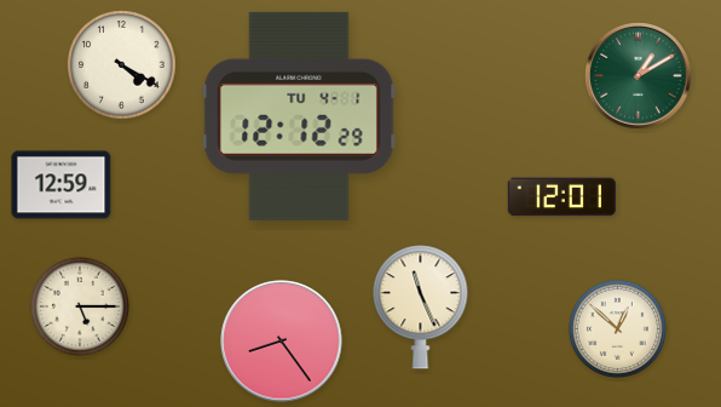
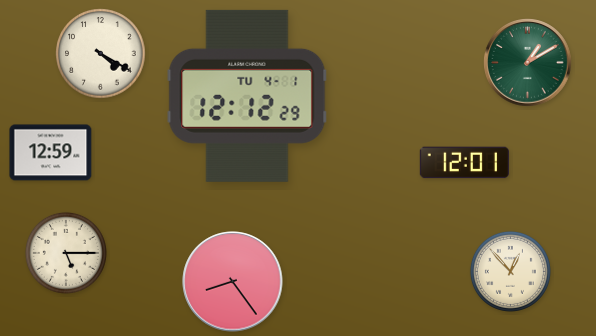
clock at (421, 308): 11:26 -> none
clock at (617, 328): 12:52 -> 12:53
